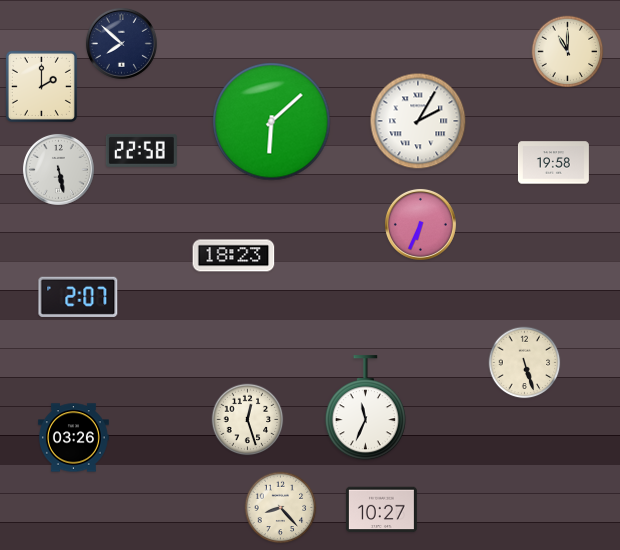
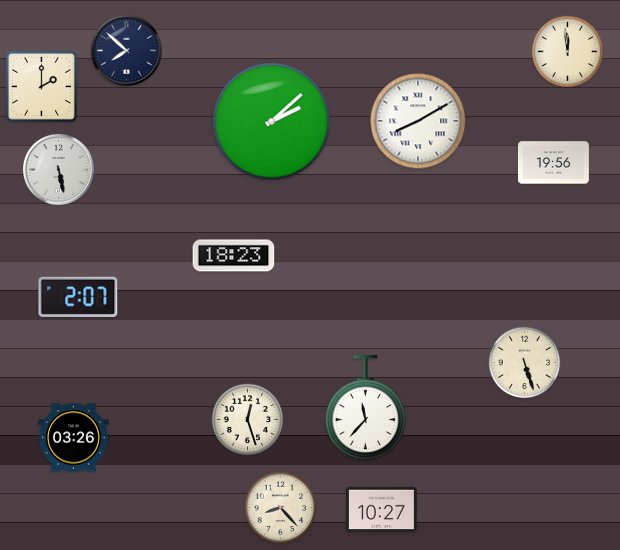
clock at (121, 43) position: (121, 43) -> (126, 50)
clock at (568, 52): 11:00 -> 11:59
clock at (418, 121): 2:05 -> 8:10
clock at (272, 122): 6:08 -> 2:08
clock at (141, 150): 22:58 -> none
clock at (553, 163): 19:58 -> 19:56
clock at (420, 224): 6:34 -> none
clock at (365, 408): 11:34 -> 11:37
